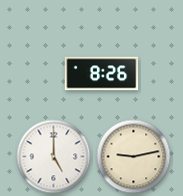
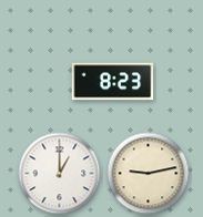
clock at (102, 74): 8:26 -> 8:23
clock at (54, 157): 5:00 -> 1:00
